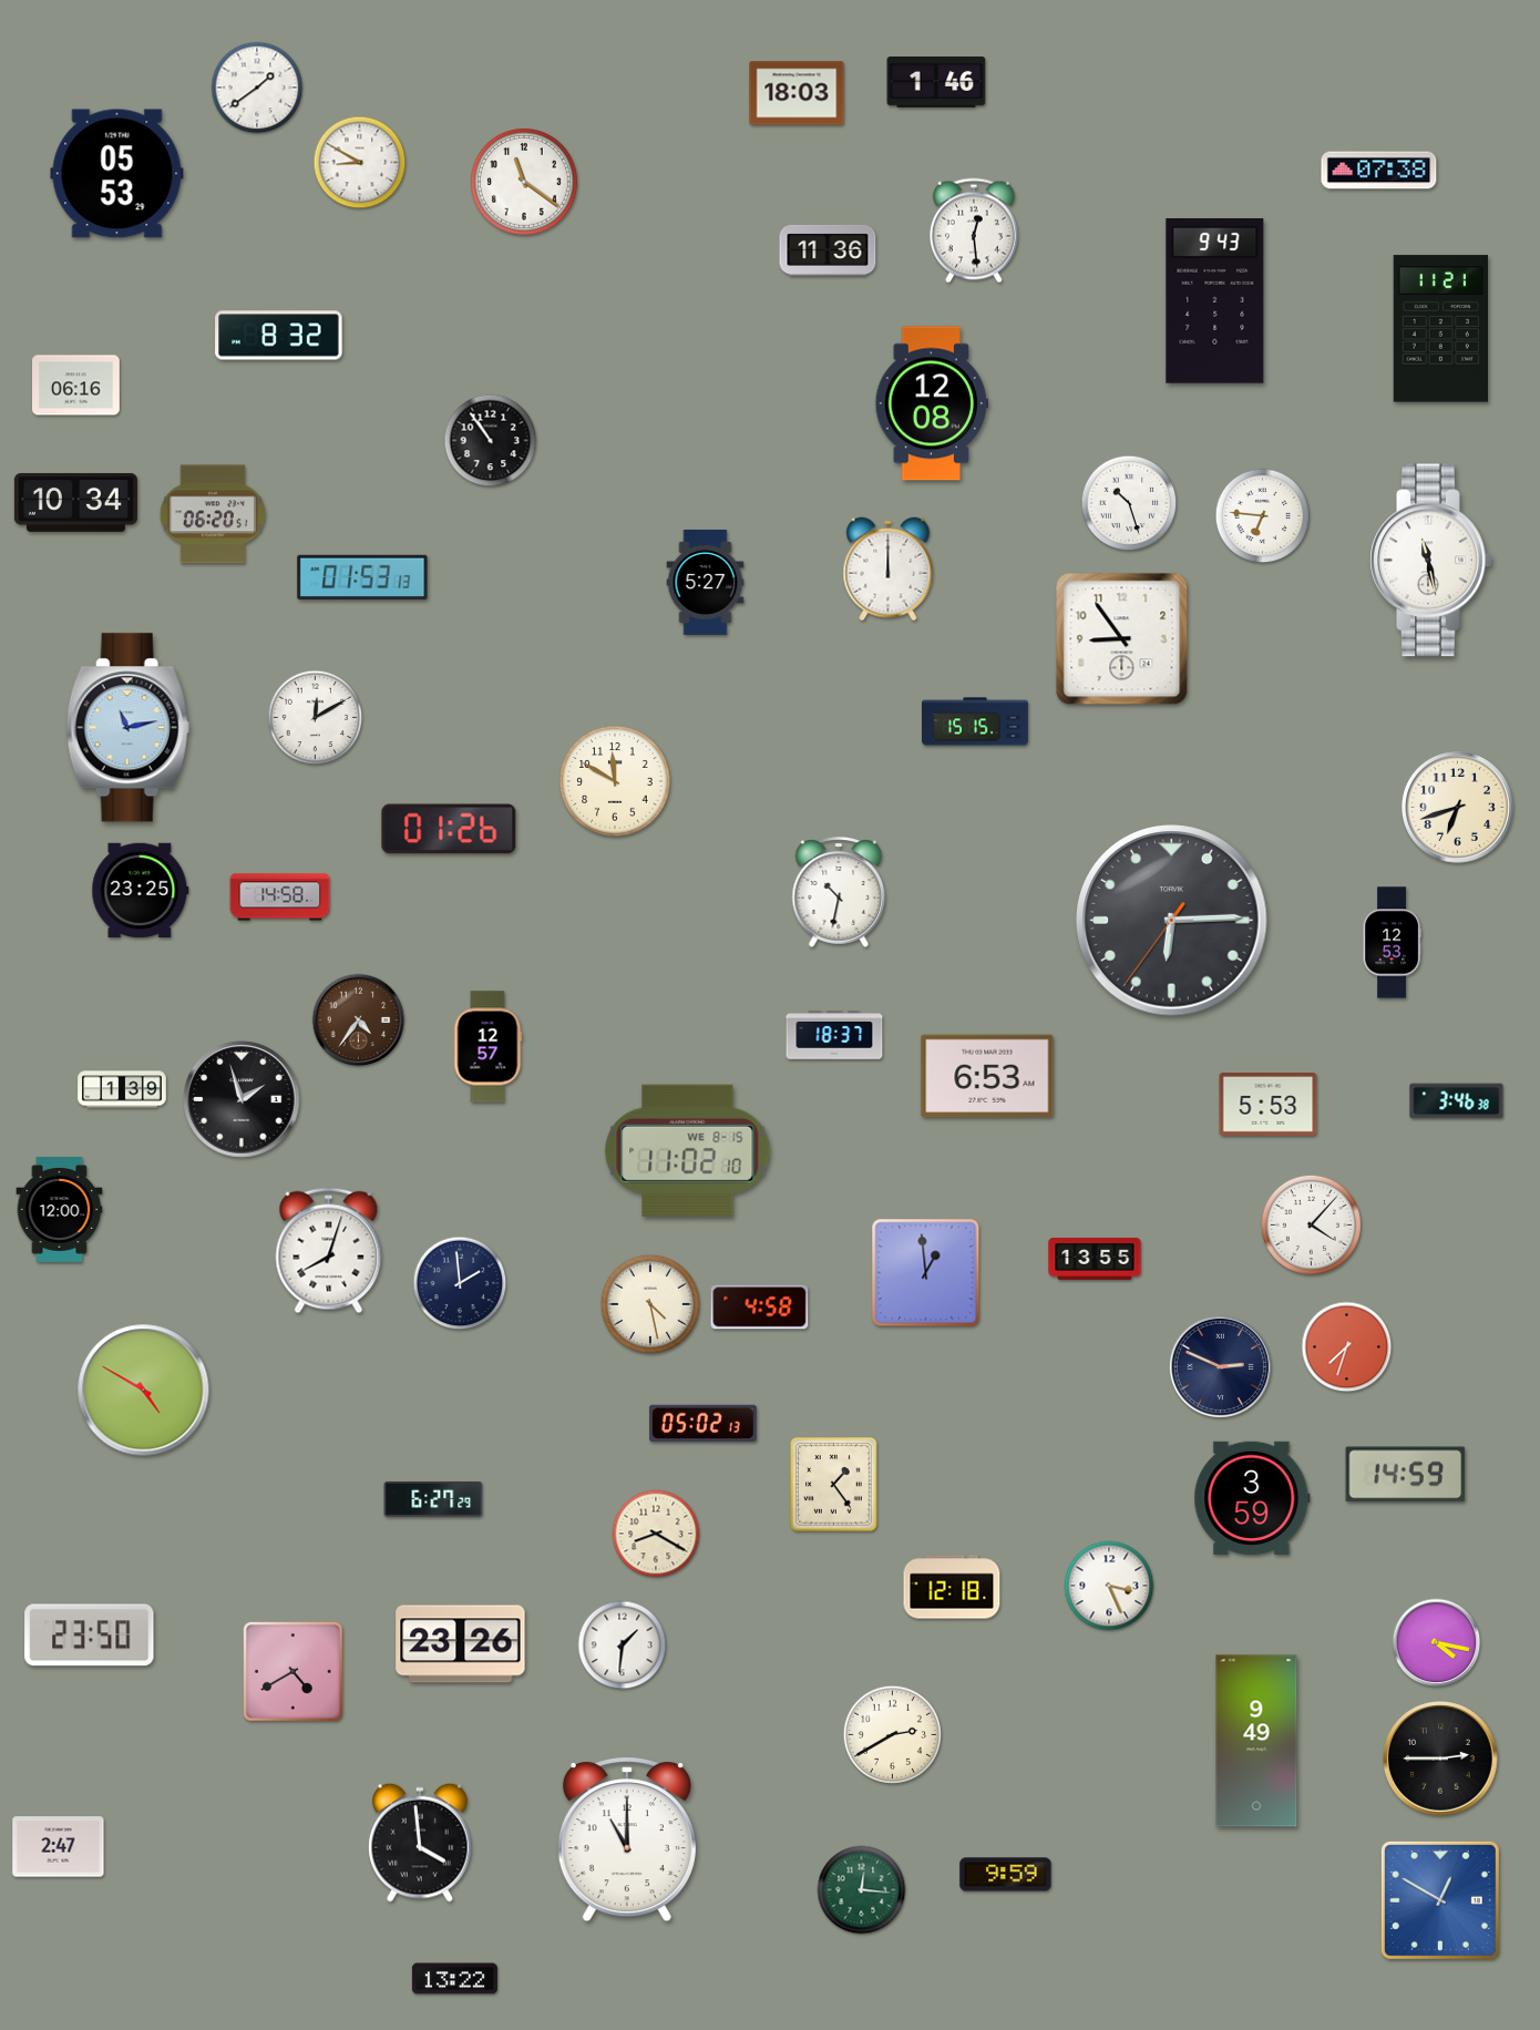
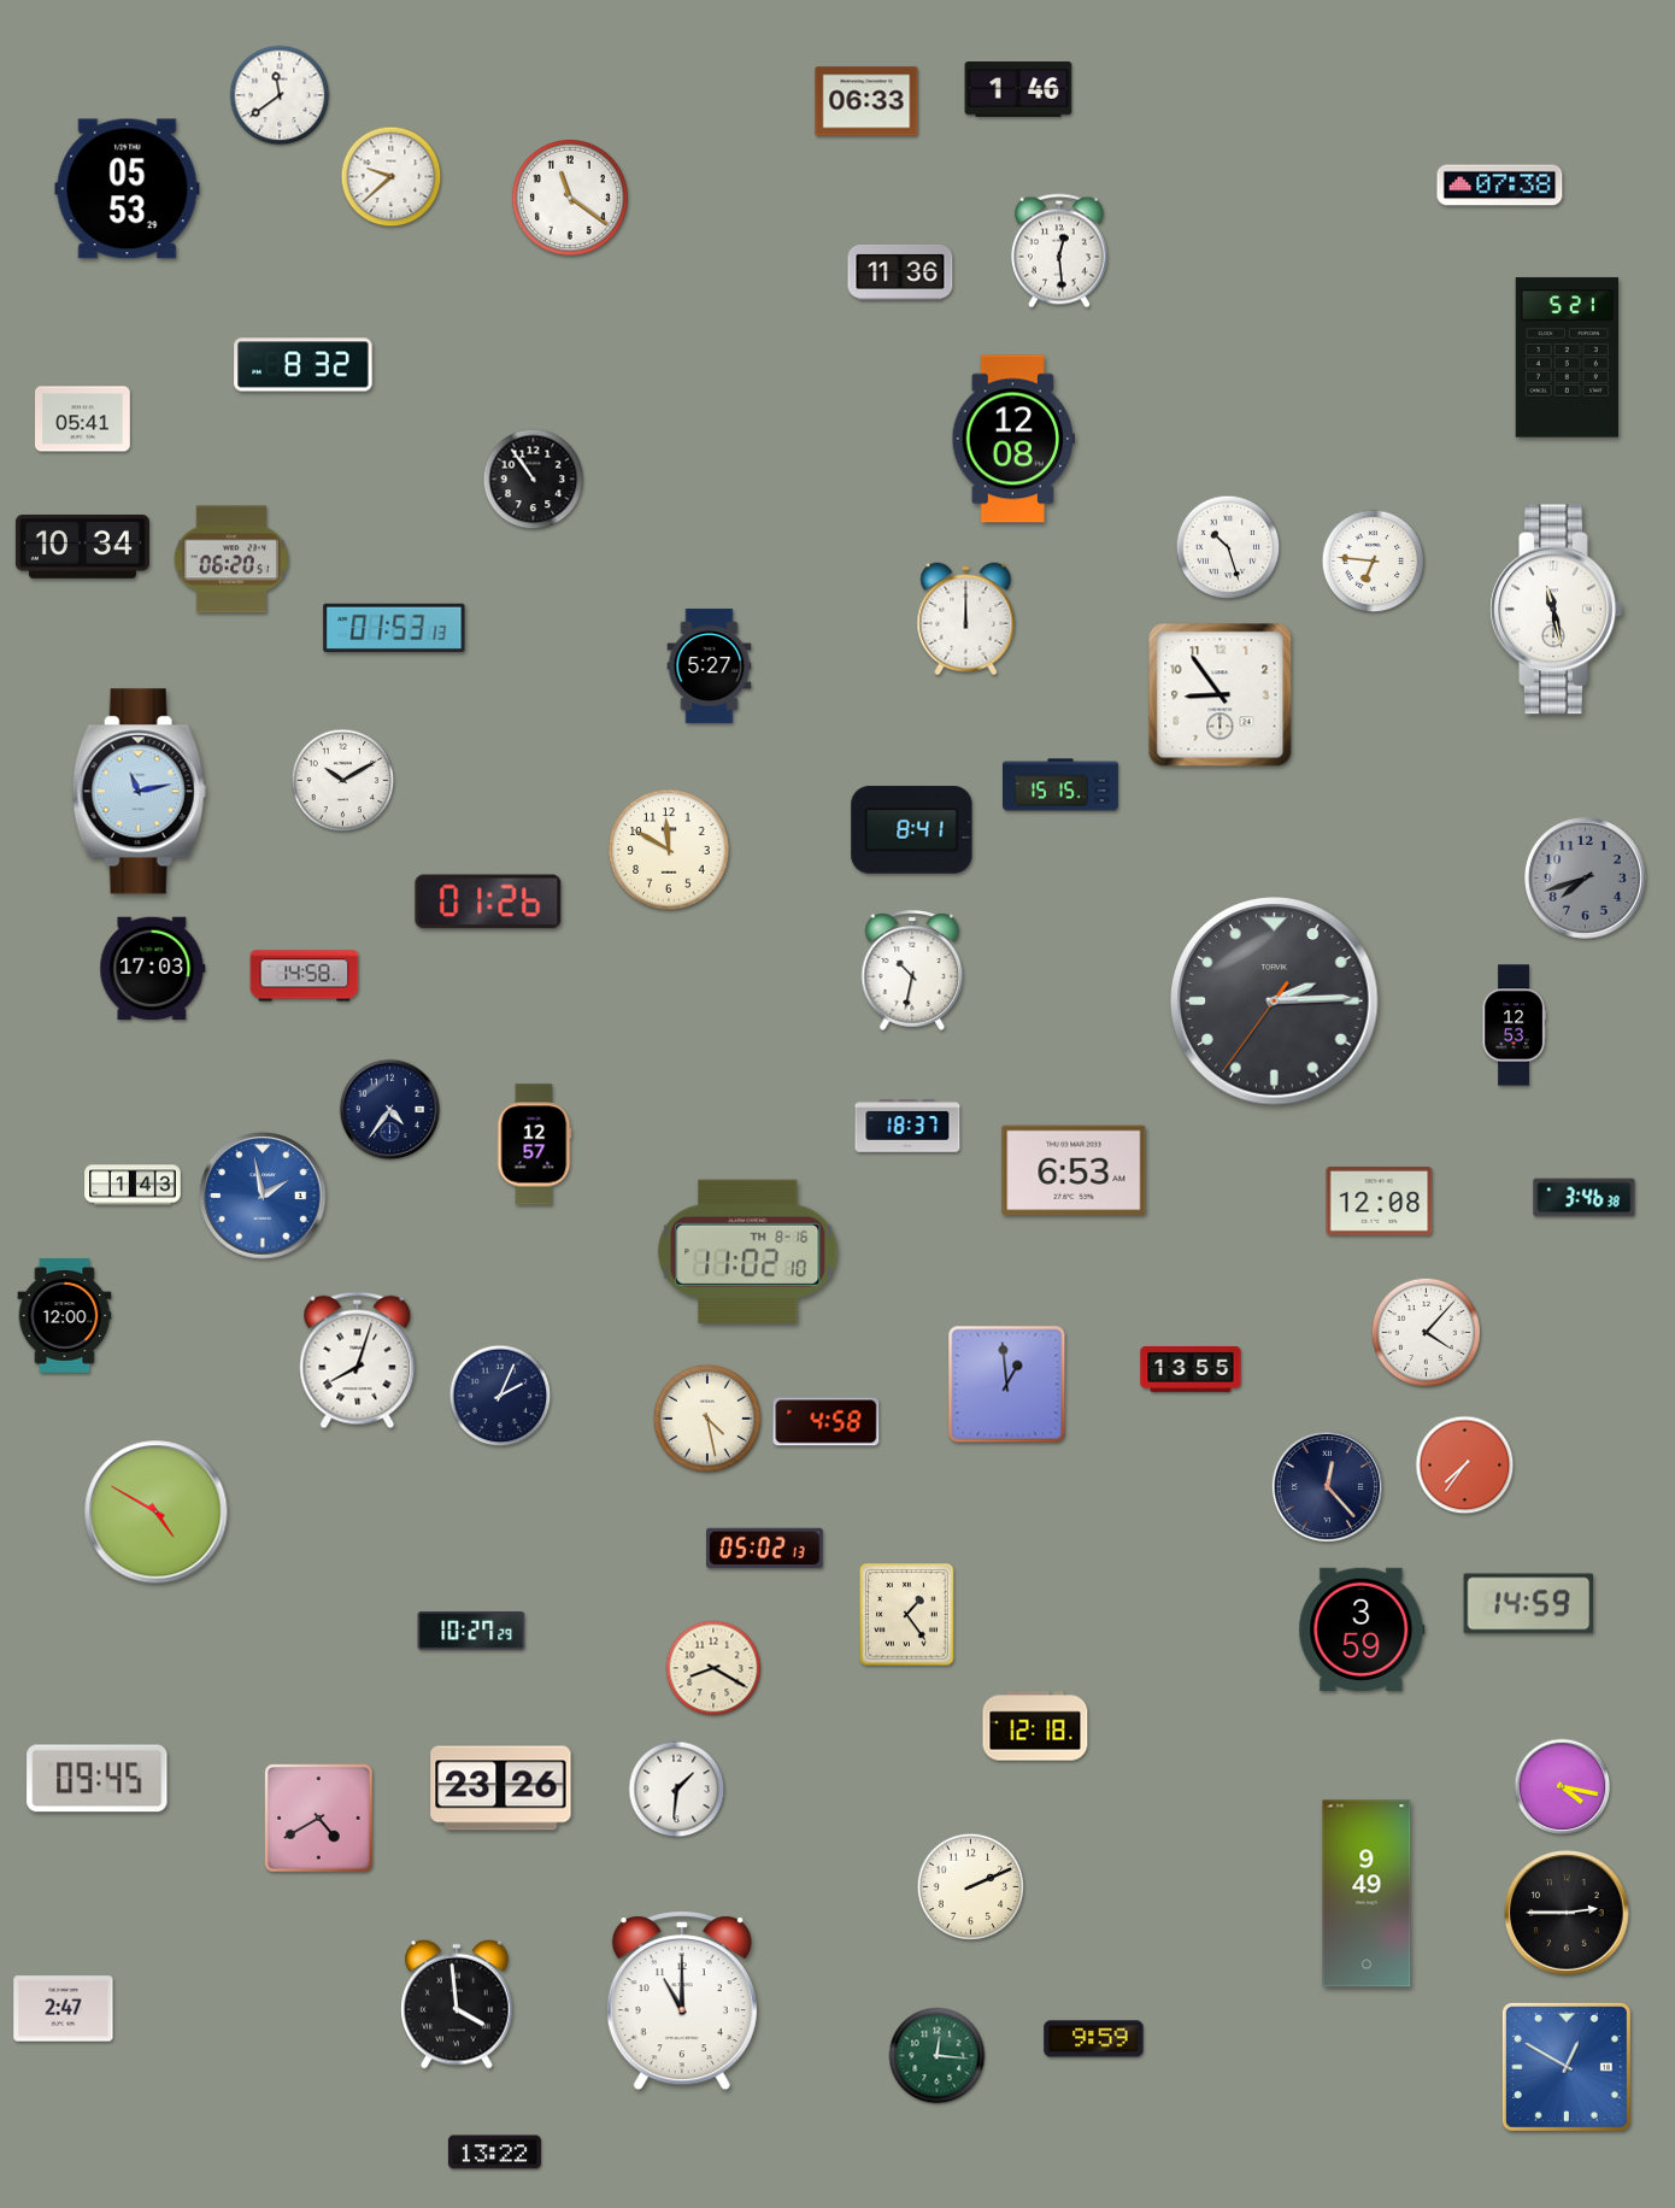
clock at (257, 88): 1:39 -> 11:39
clock at (797, 93): 18:03 -> 06:33
clock at (360, 163): 8:50 -> 9:38
clock at (1215, 301): 9:43 -> none
clock at (1440, 329): 11:21 -> 5:21
clock at (76, 386): 06:16 -> 05:41
clock at (706, 582) position: (706, 582) -> (710, 665)
clock at (316, 718): 12:10 -> 10:10
clock at (912, 830): none -> 8:41
clock at (1458, 808): 6:42 -> 7:42
clock at (1458, 808) dial: cream -> grey
clock at (141, 891): 23:25 -> 17:03
clock at (1172, 921): 6:14 -> 2:14
clock at (359, 1021) dial: brown -> navy
clock at (487, 1047) position: (487, 1047) -> (534, 1145)
clock at (122, 1089): 1:39 -> 1:43
clock at (242, 1099): 1:57 -> 1:58
clock at (242, 1099) dial: black -> blue
clock at (1269, 1105): 5:53 -> 12:08
clock at (688, 1150) date: WE 8-15 -> TH 8-16
clock at (460, 1283): 1:59 -> 2:04
clock at (1347, 1347): 7:33 -> 7:36
clock at (1220, 1366): 2:49 -> 12:23
clock at (433, 1499): 6:27 -> 10:27
clock at (1109, 1586): 3:26 -> none
clock at (90, 1636): 23:50 -> 09:45
clock at (893, 1735): 2:40 -> 2:11
